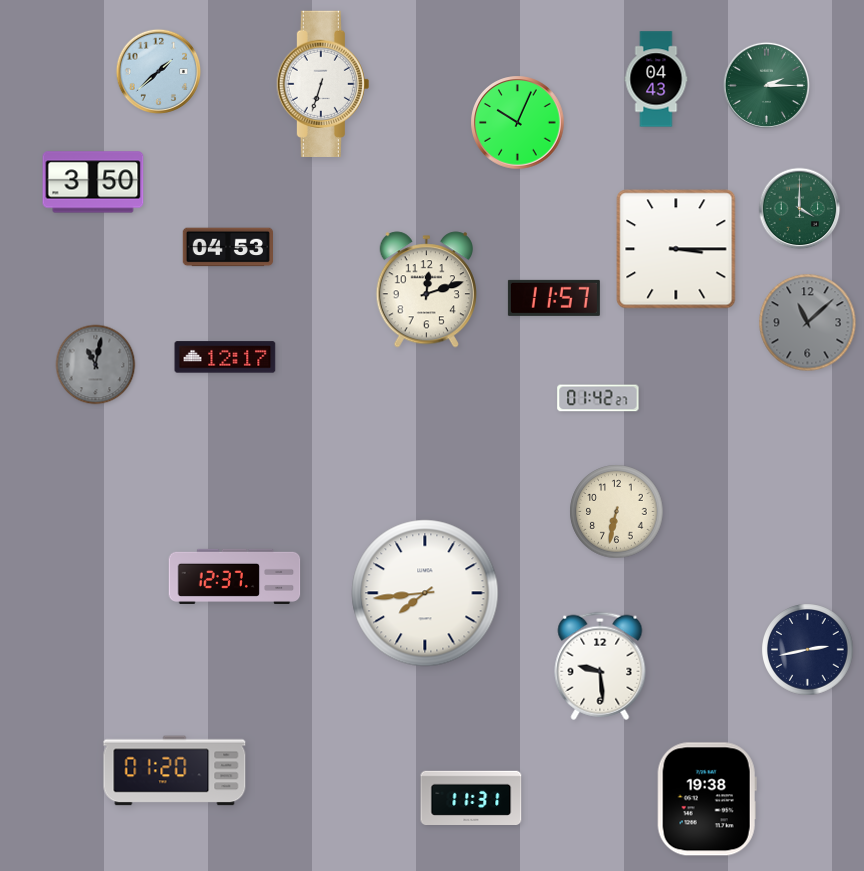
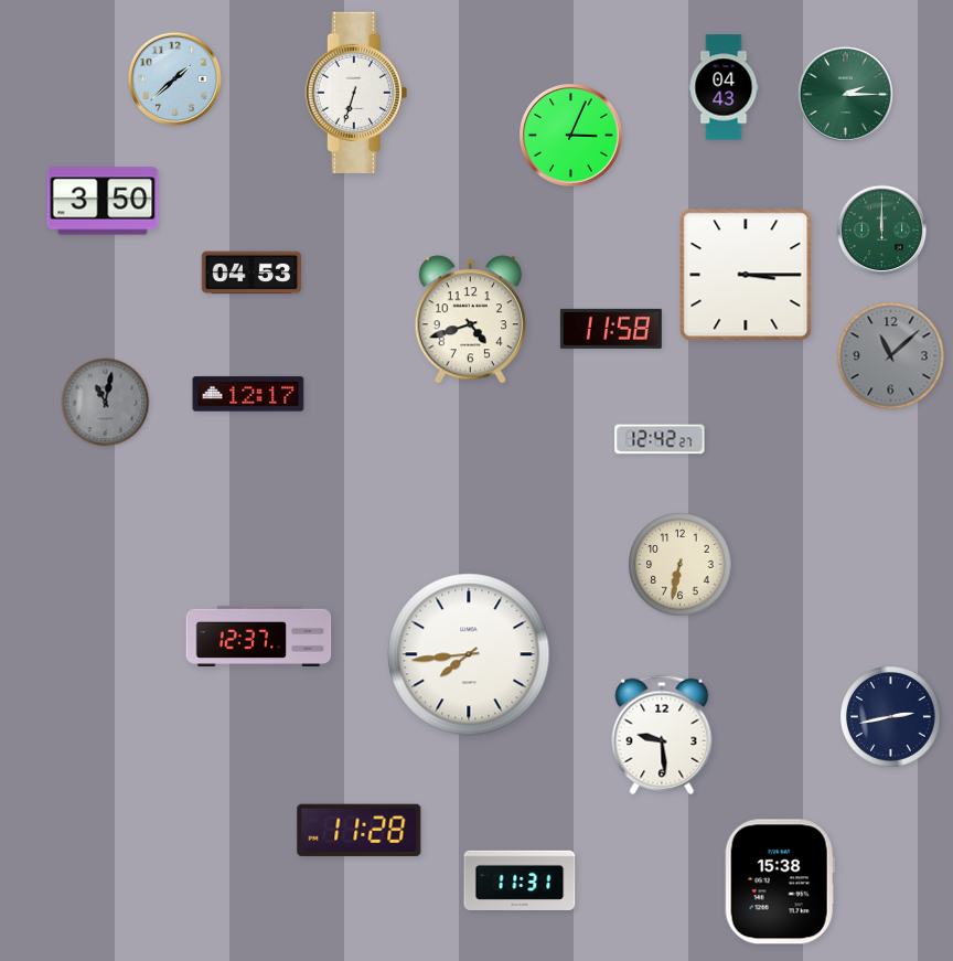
clock at (518, 123): 10:04 -> 3:04
clock at (800, 209): 4:00 -> 12:00
clock at (426, 290): 12:12 -> 4:42
clock at (554, 298): 11:57 -> 11:58
clock at (598, 398): 01:42 -> 12:42
clock at (360, 830): none -> 11:28
clock at (175, 771): 01:20 -> none
clock at (707, 799): 19:38 -> 15:38
